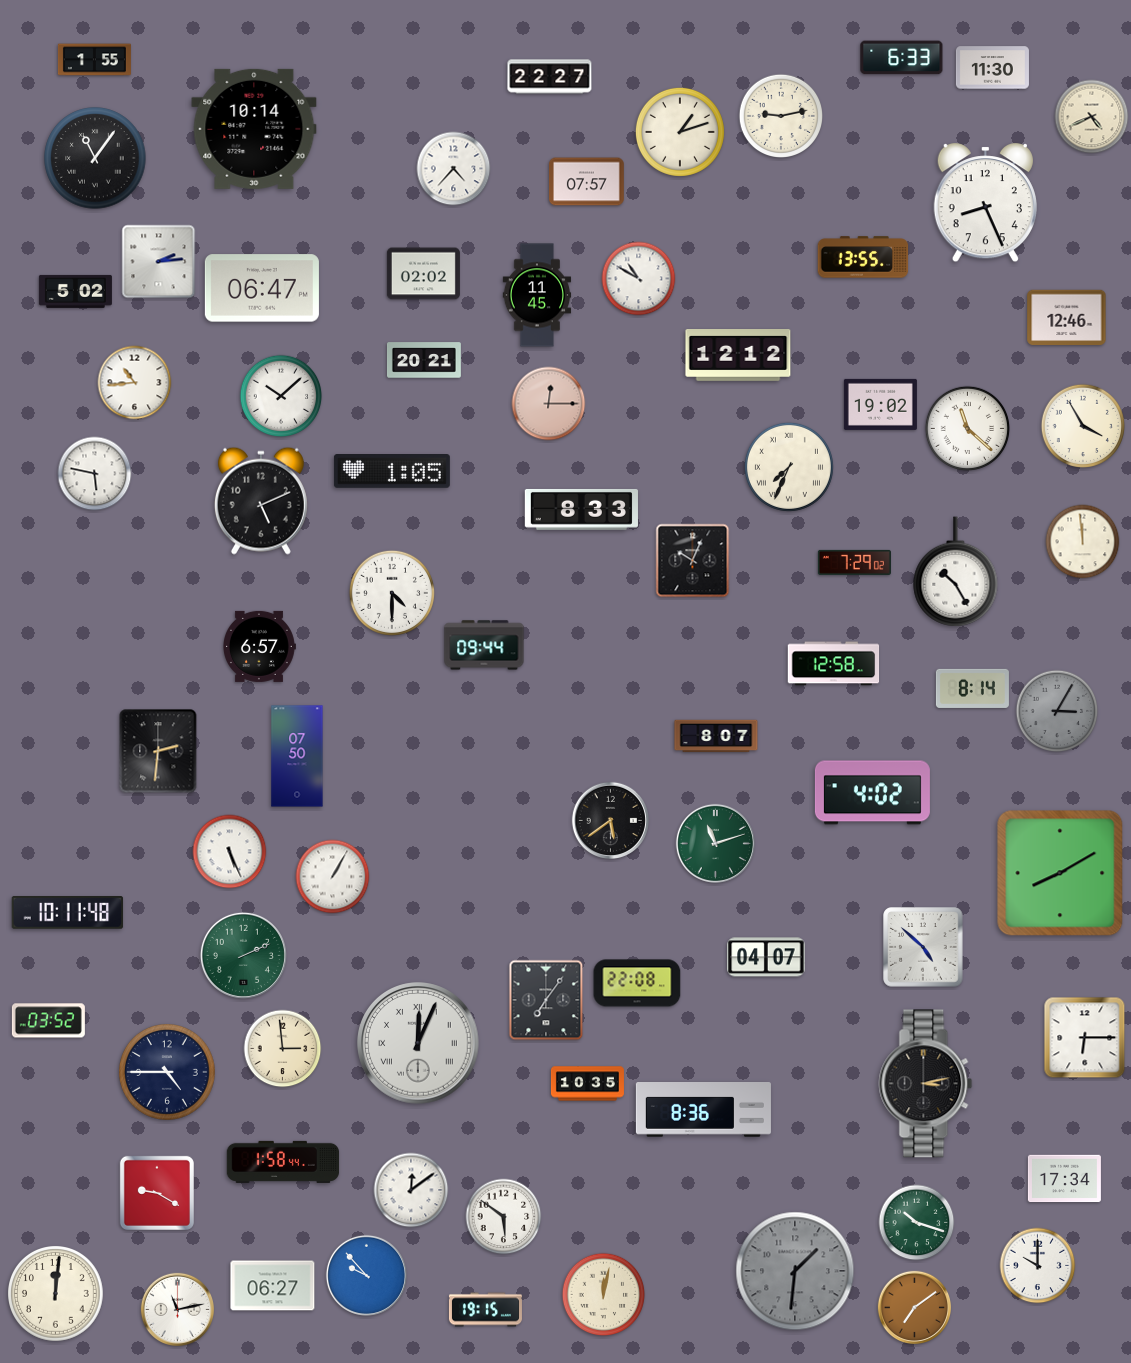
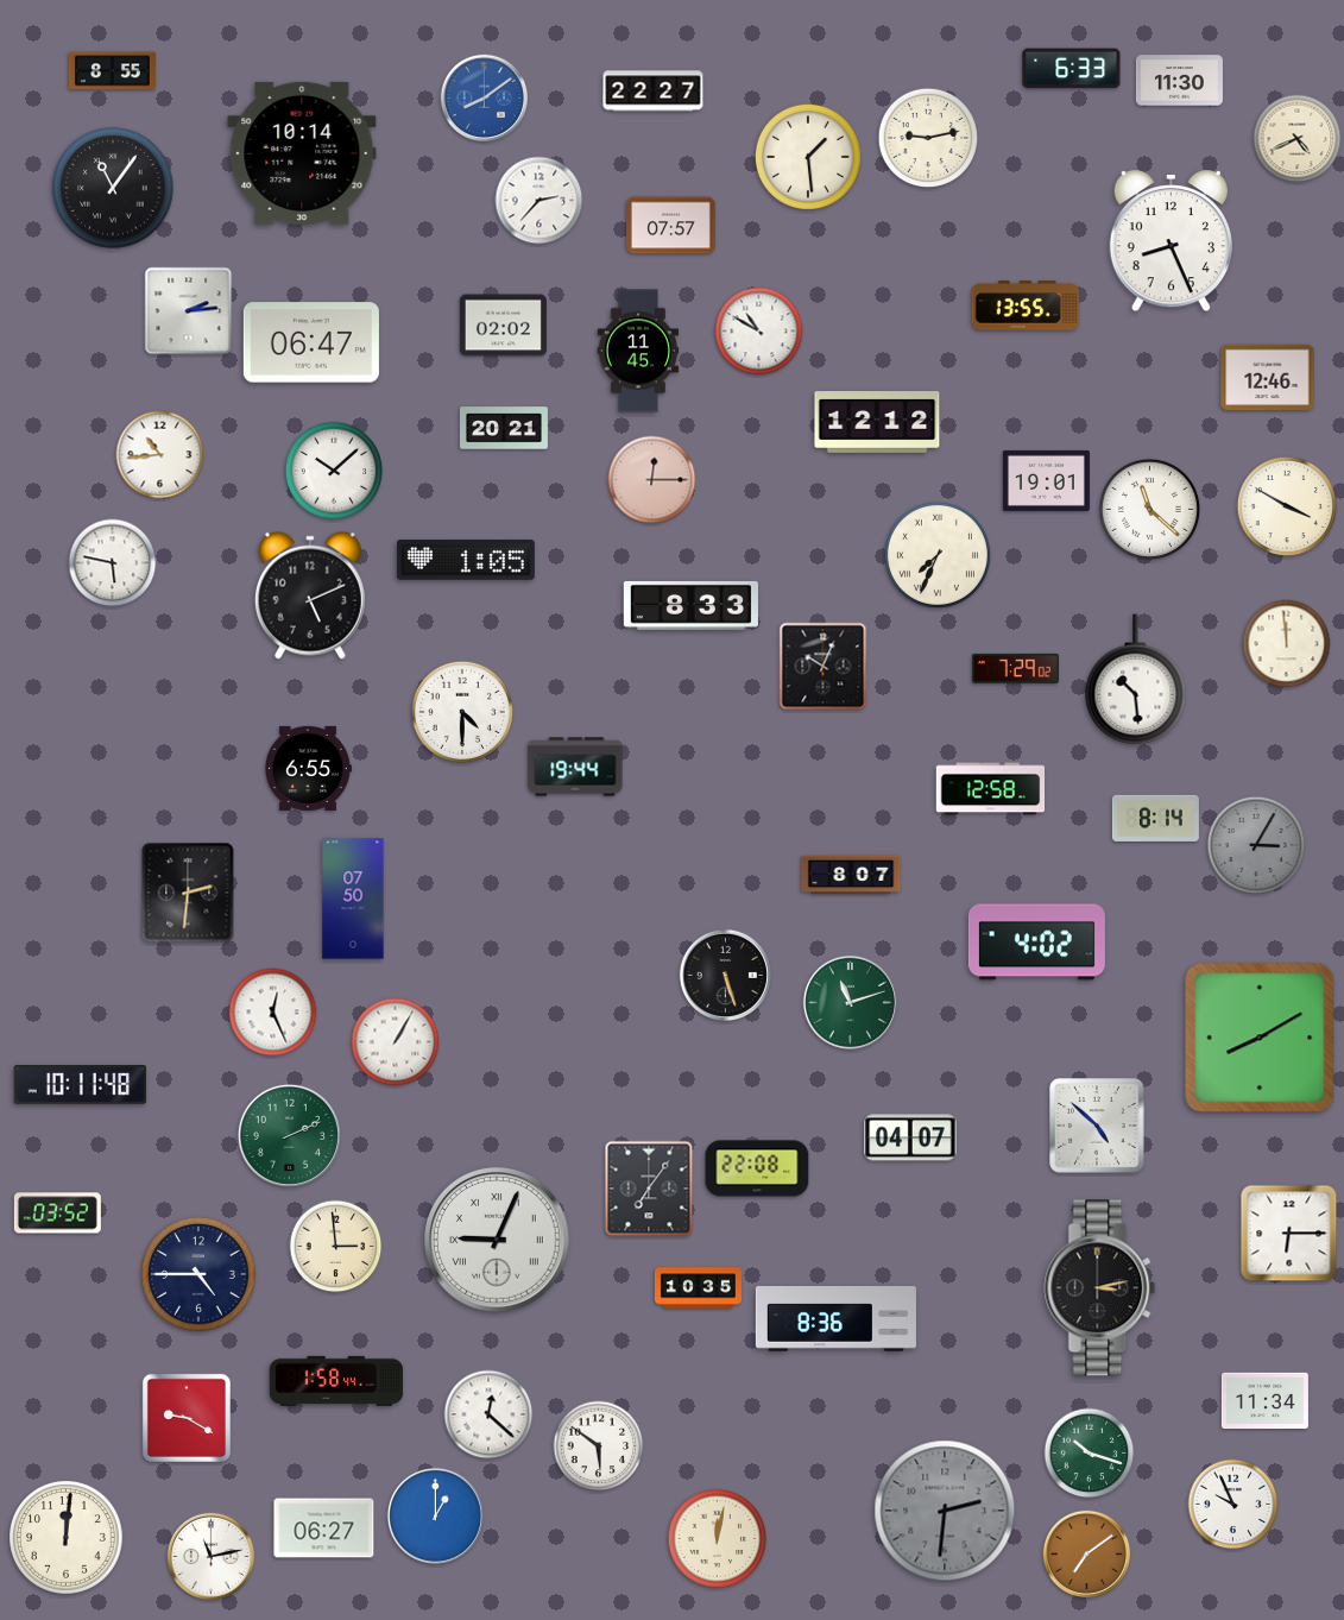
clock at (94, 60): 1:55 -> 8:55
clock at (484, 97): none -> 8:09
clock at (680, 132): 1:12 -> 1:29
clock at (454, 169): 4:37 -> 2:37
clock at (587, 182) position: (587, 182) -> (671, 226)
clock at (75, 291): 5:02 -> none
clock at (880, 404): 19:02 -> 19:01
clock at (1083, 426): 3:55 -> 3:50
clock at (956, 572): 10:25 -> 10:29
clock at (392, 593) position: (392, 593) -> (462, 712)
clock at (484, 645): 09:44 -> 19:44
clock at (260, 646): 6:57 -> 6:55
clock at (610, 820): 5:39 -> 5:27
clock at (230, 852): 5:26 -> 12:26
clock at (418, 1043): 12:04 -> 9:04
clock at (1064, 1179): 17:34 -> 11:34
clock at (411, 1190): 12:09 -> 12:22
clock at (1038, 1266): 10:00 -> 9:56
clock at (795, 1271): 1:31 -> 2:31
clock at (366, 1275): 9:53 -> 1:00
clock at (485, 1310): 19:15 -> none
